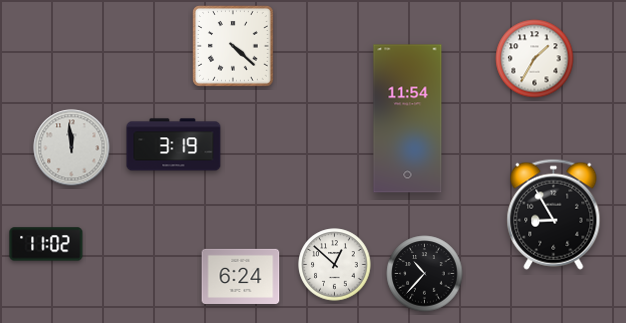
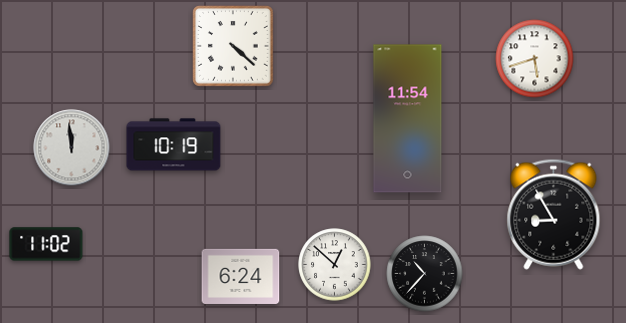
clock at (535, 59): 1:35 -> 5:42
clock at (174, 145): 3:19 -> 10:19
